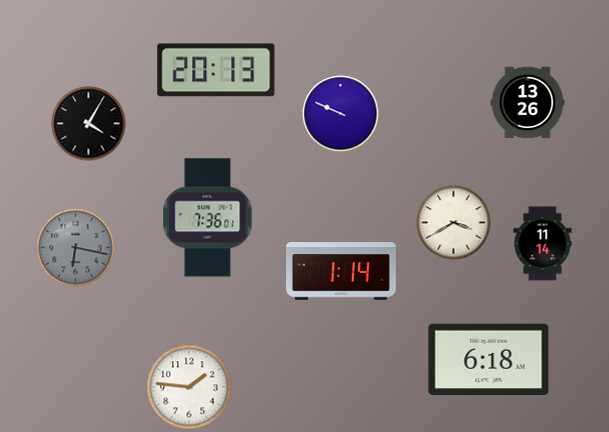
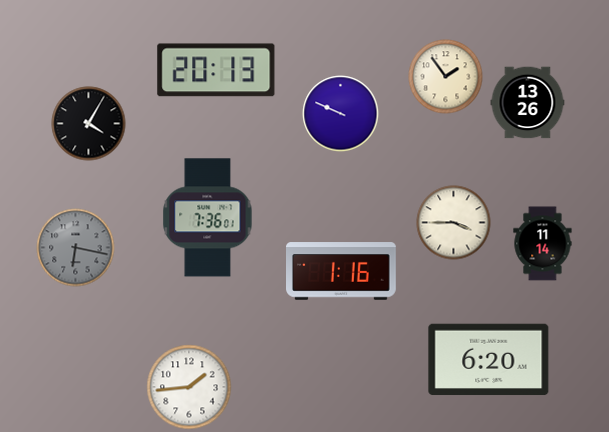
clock at (446, 77): none -> 1:54
clock at (454, 223): 3:40 -> 3:45
clock at (342, 271): 1:14 -> 1:16
clock at (489, 360): 6:18 -> 6:20
clock at (189, 387): 1:46 -> 1:44
